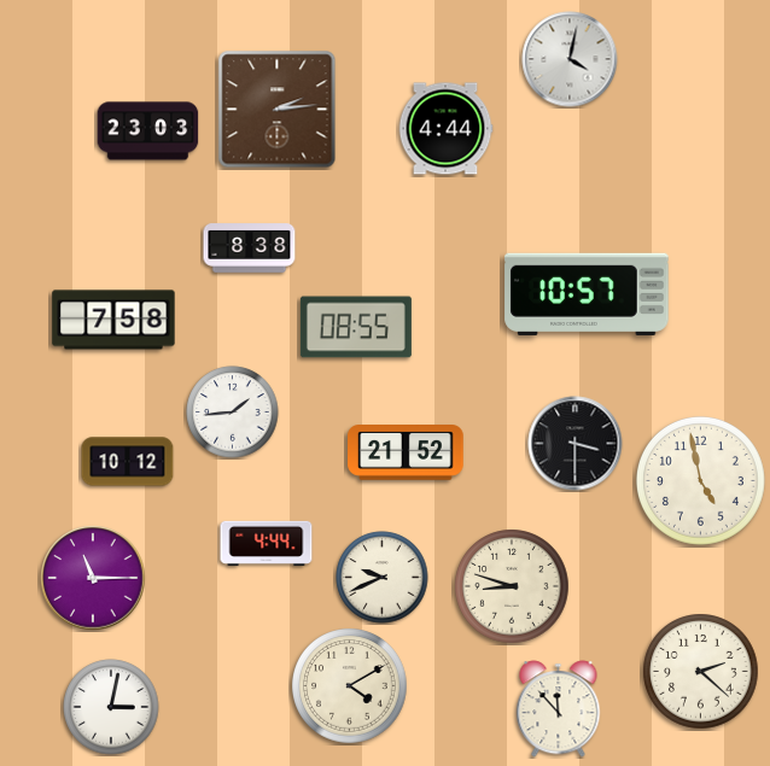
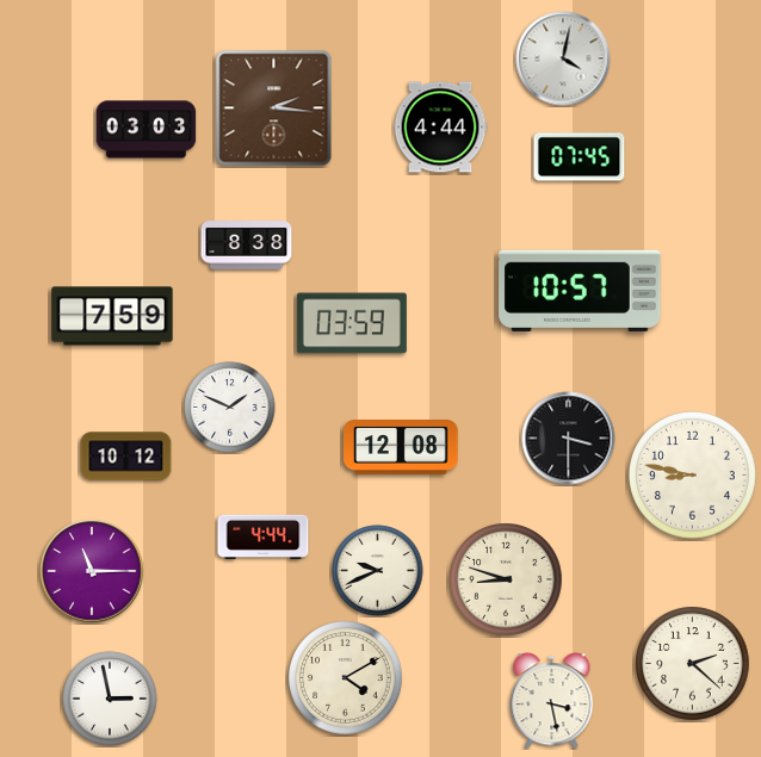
clock at (278, 110): 2:14 -> 2:16
clock at (148, 131): 23:03 -> 03:03
clock at (580, 157): none -> 07:45
clock at (113, 320): 7:58 -> 7:59
clock at (356, 327): 08:55 -> 03:59
clock at (233, 413): 1:44 -> 1:49
clock at (406, 454): 21:52 -> 12:08
clock at (700, 480): 4:58 -> 8:47
clock at (111, 707): 3:02 -> 2:58
clock at (559, 709): 11:53 -> 3:28
